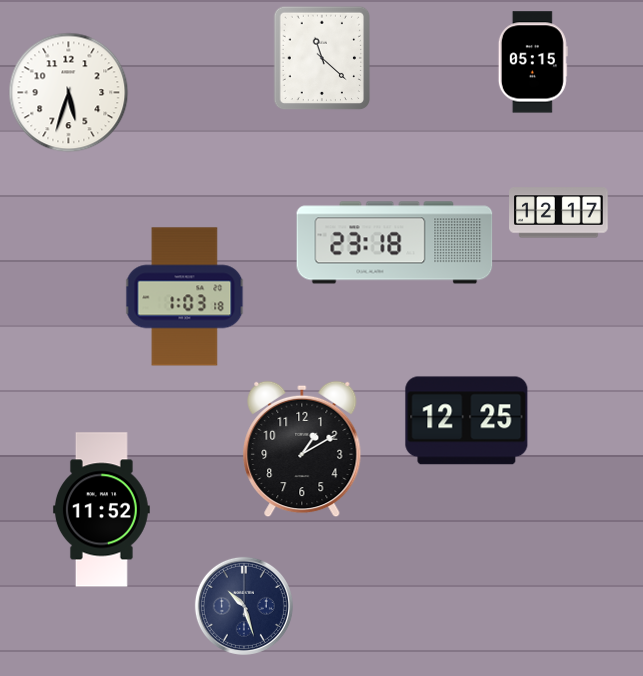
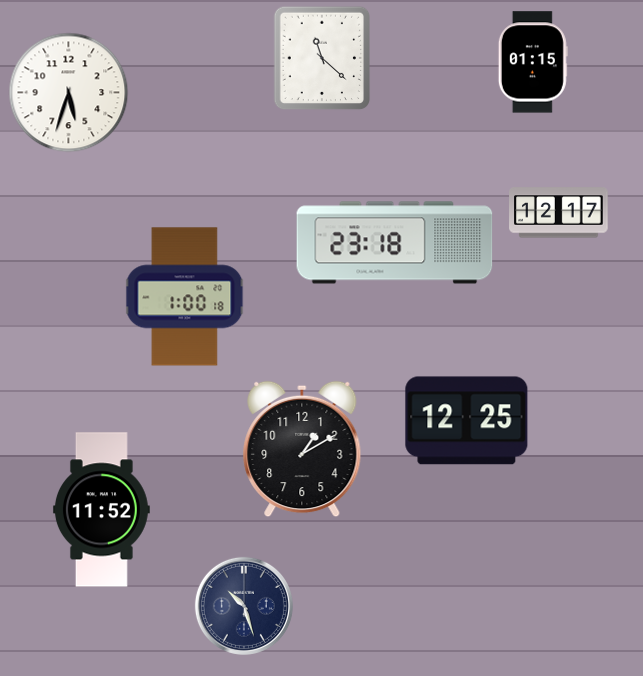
clock at (533, 62): 05:15 -> 01:15
clock at (185, 297): 1:03 -> 1:00
